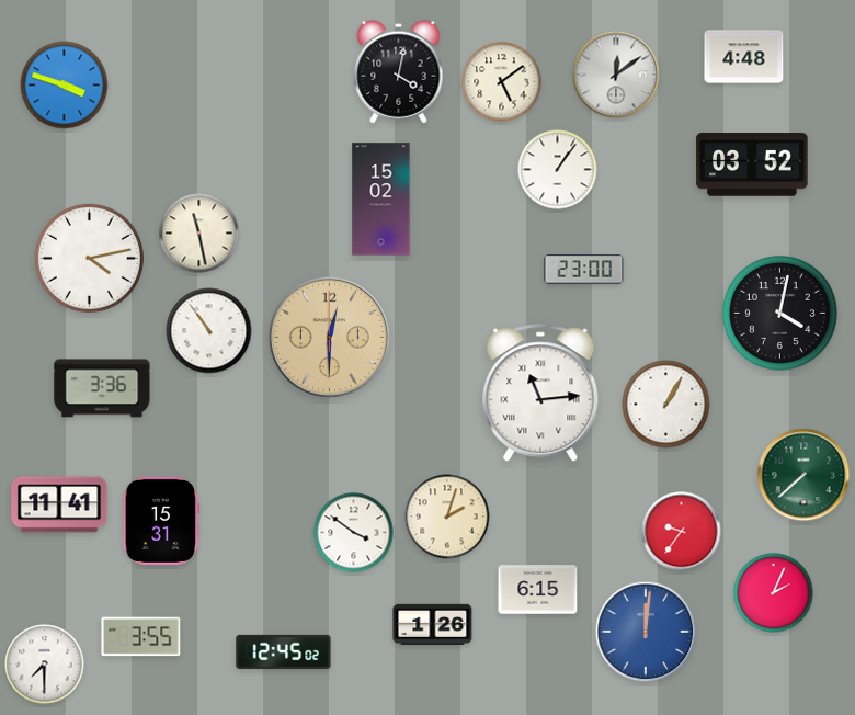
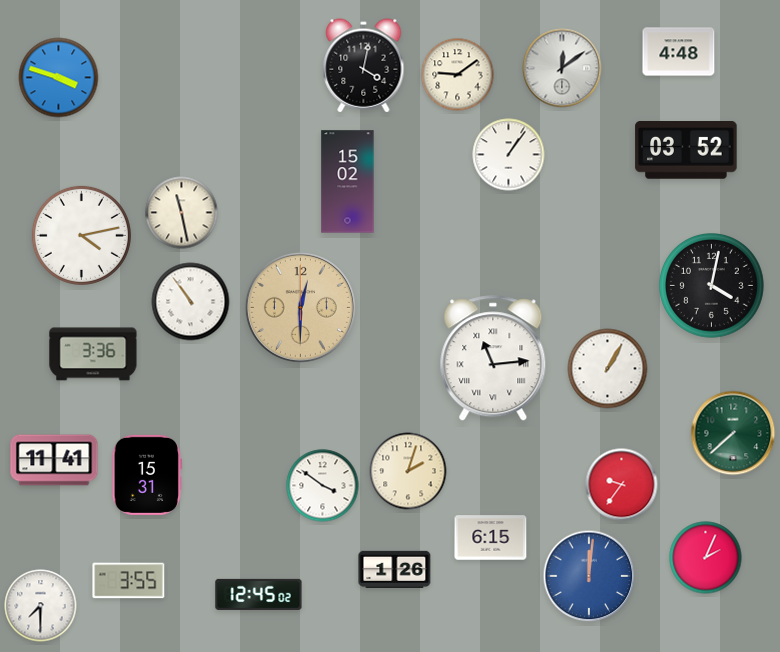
clock at (502, 82): 5:09 -> 9:09
clock at (584, 270): 23:00 -> none
clock at (774, 593) position: (774, 593) -> (706, 558)
